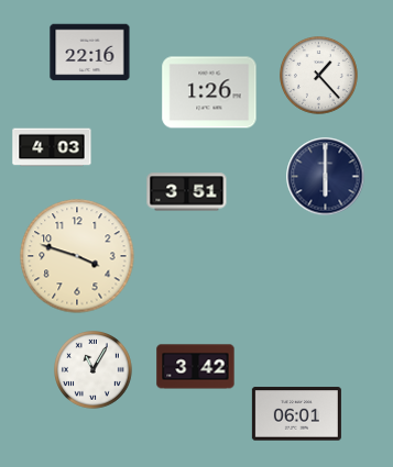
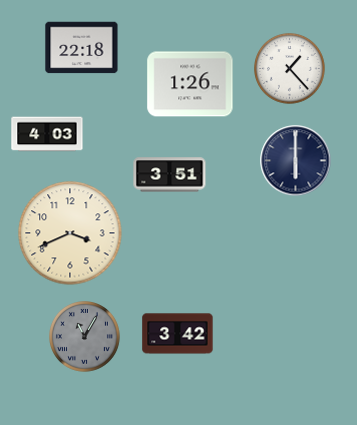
clock at (90, 53): 22:16 -> 22:18
clock at (77, 256): 3:48 -> 3:41
clock at (94, 370) dial: white -> grey
clock at (296, 414): 06:01 -> none
